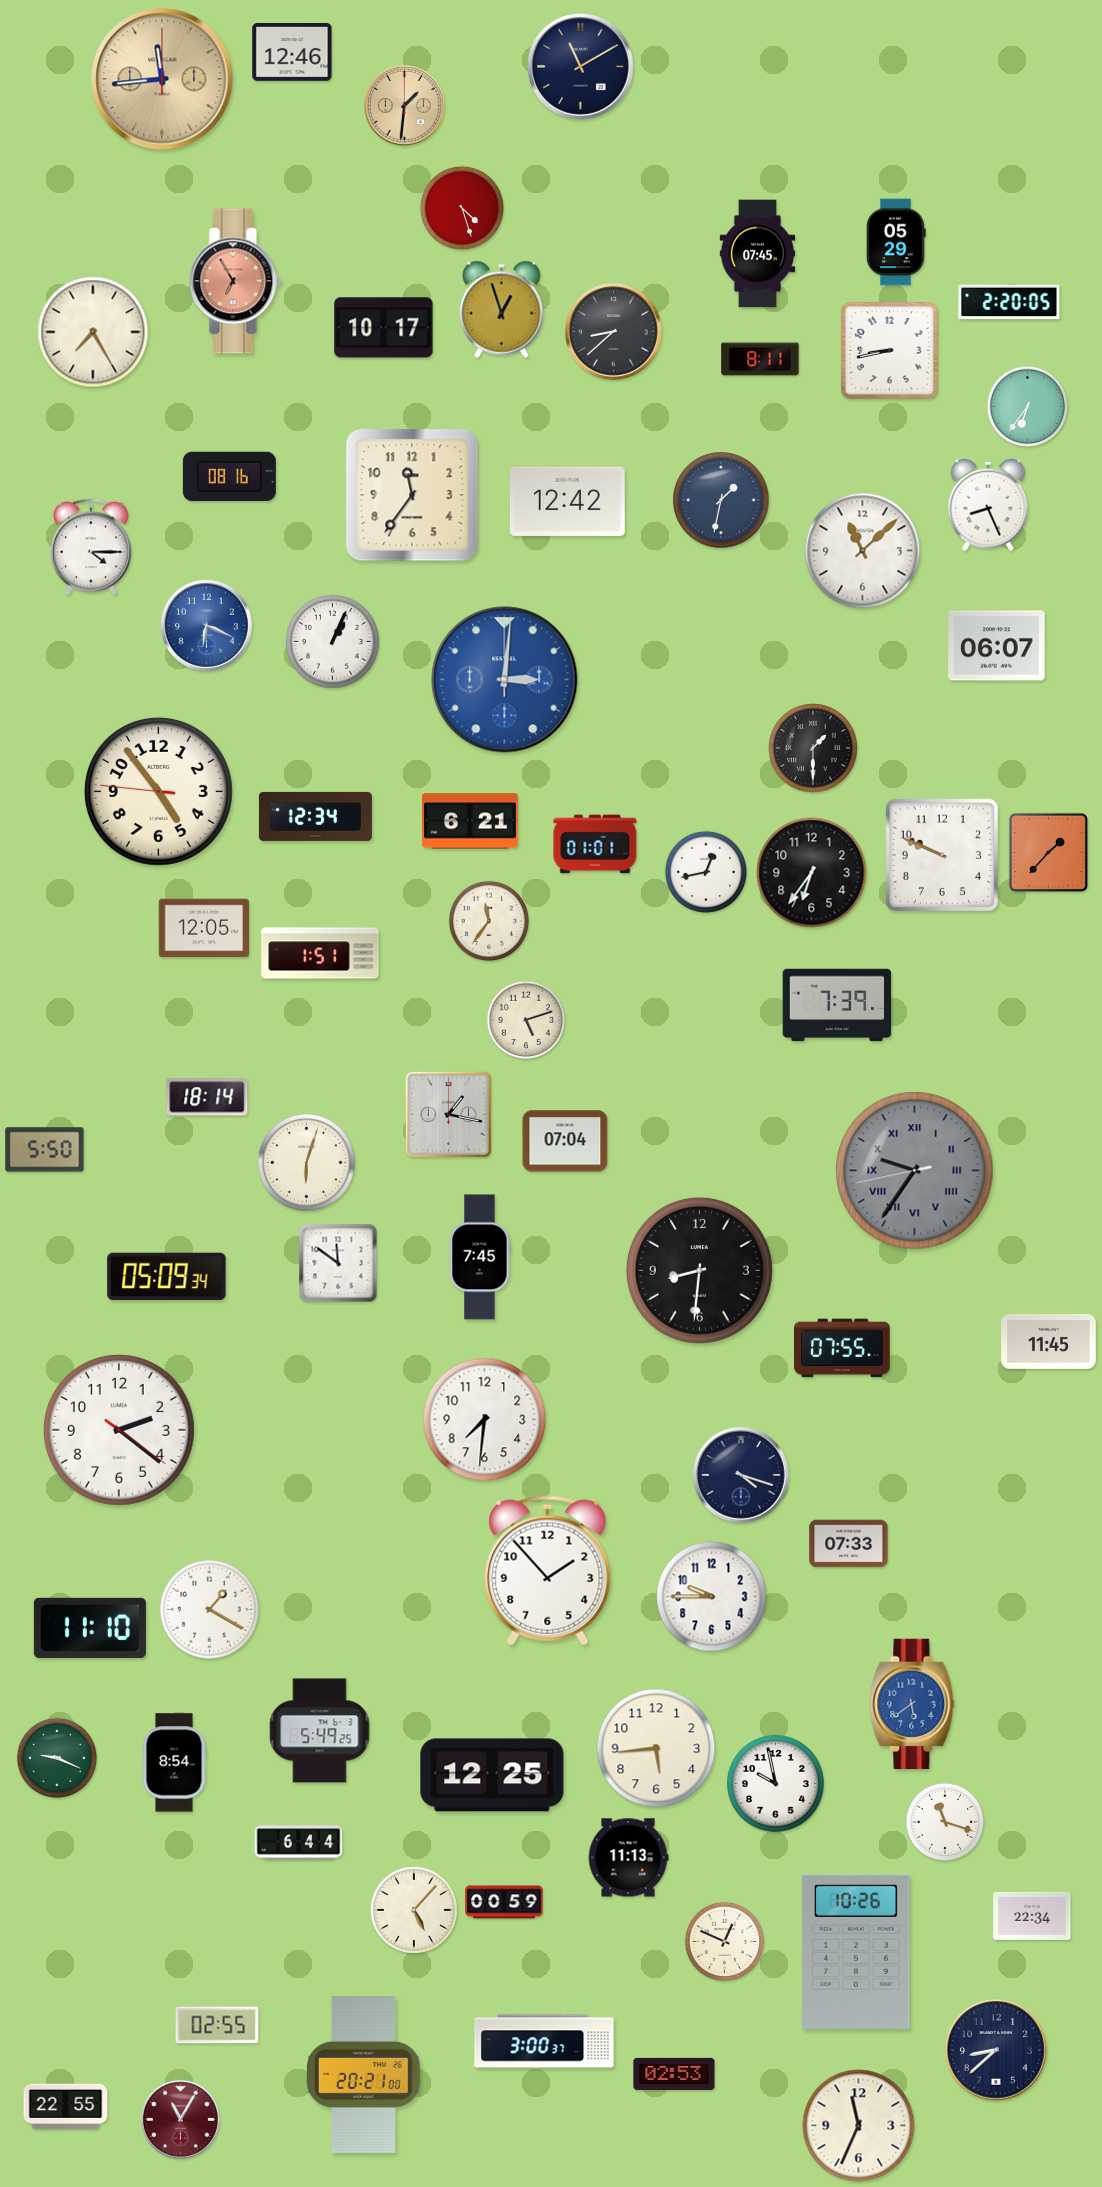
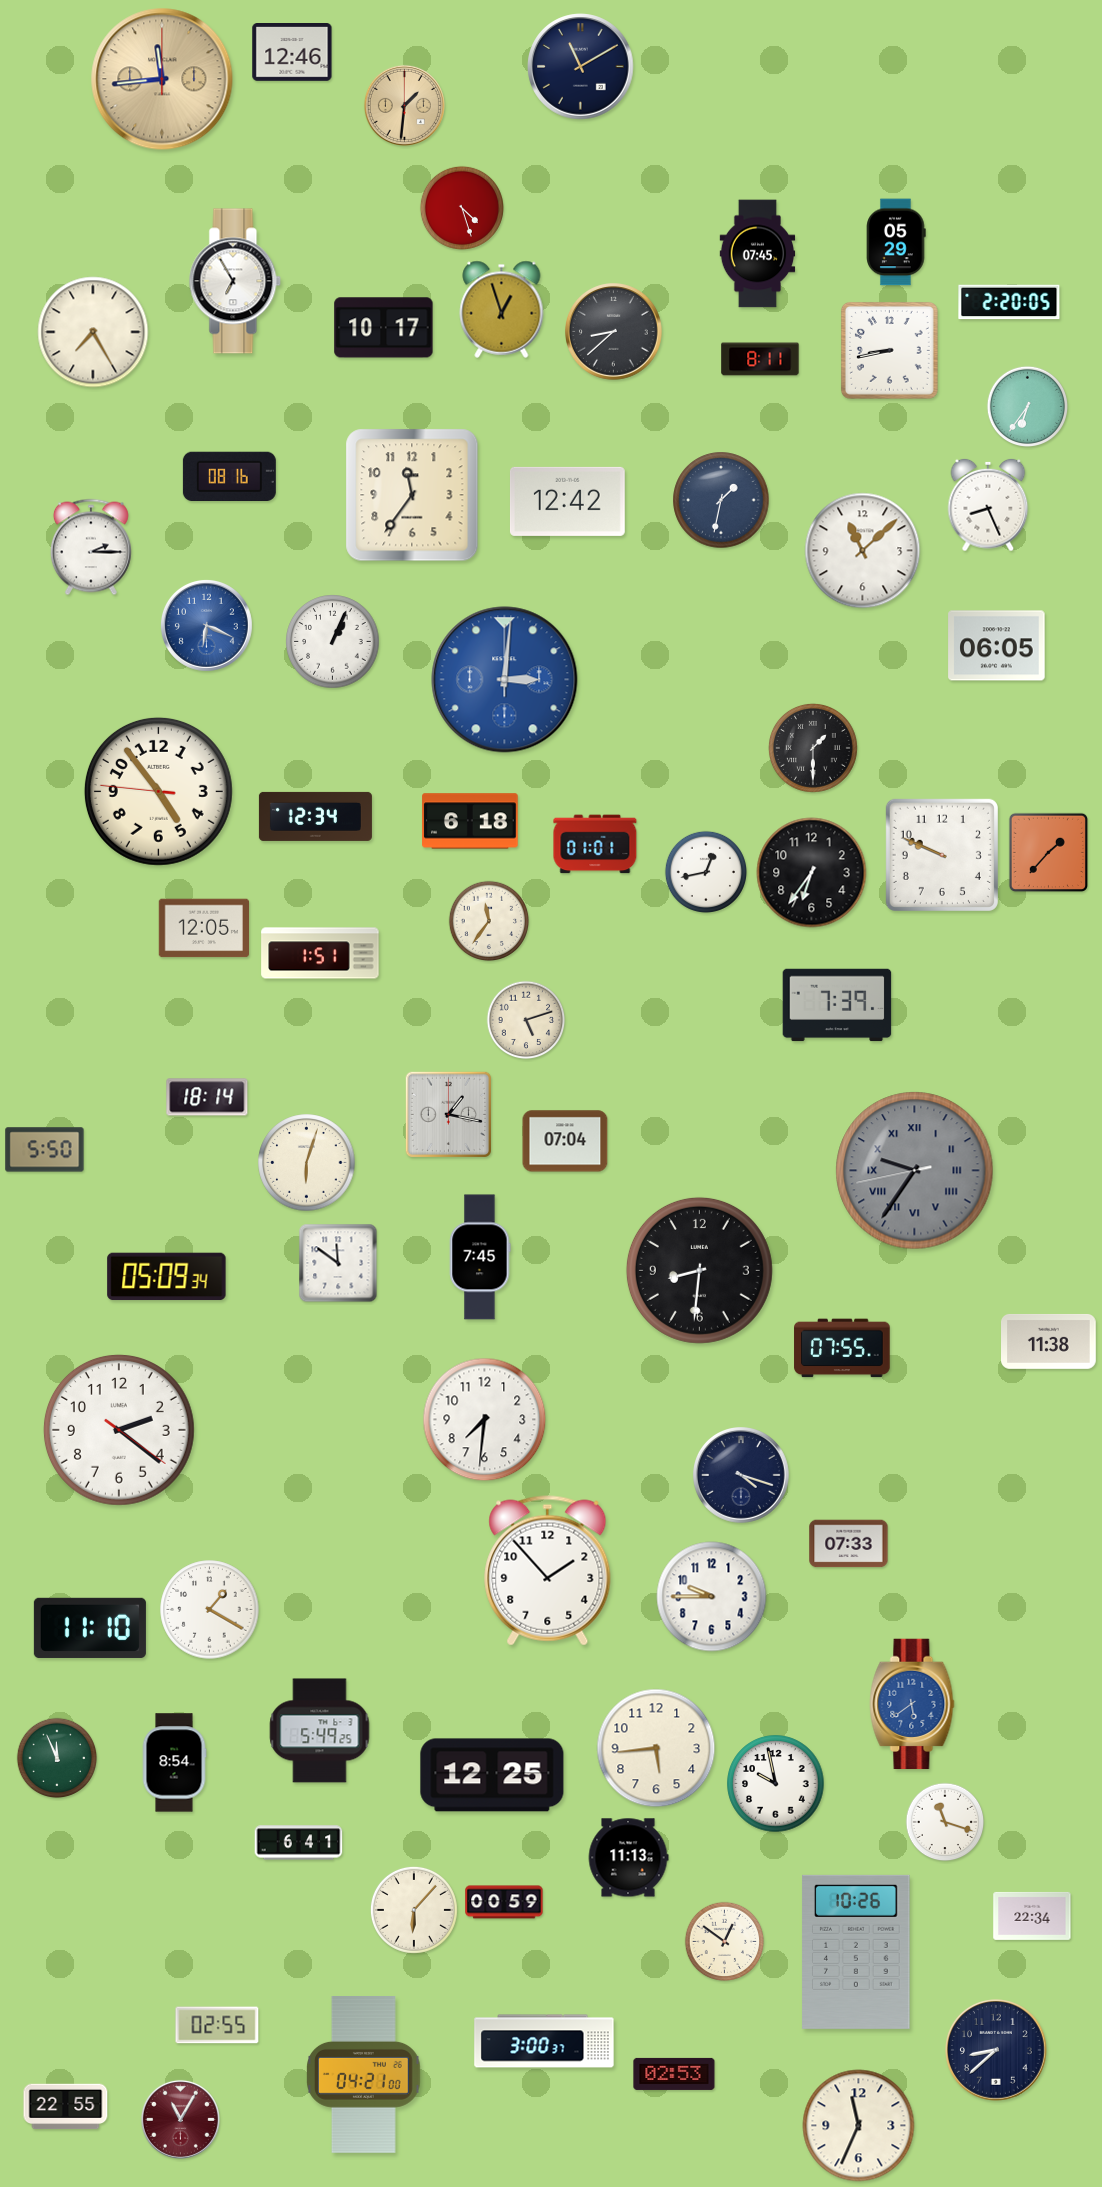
clock at (235, 281) dial: salmon -> white
clock at (91, 547): 4:15 -> 2:15
clock at (997, 646): 06:07 -> 06:05
clock at (470, 821): 6:21 -> 6:18
clock at (1049, 1341): 11:45 -> 11:38
clock at (57, 1758): 9:19 -> 11:56
clock at (299, 1843): 6:44 -> 6:41
clock at (414, 1910): 5:07 -> 6:07
clock at (725, 1942): 12:49 -> 12:51
clock at (364, 2075): 20:21 -> 04:21
